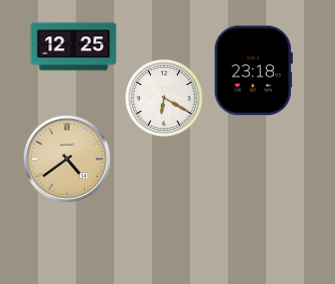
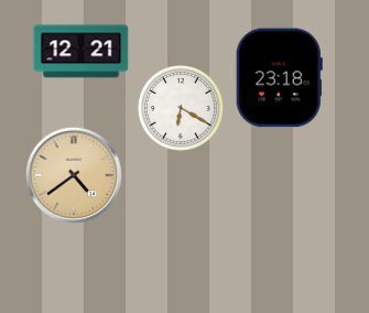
clock at (74, 47): 12:25 -> 12:21
